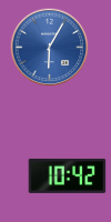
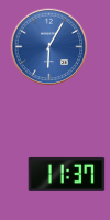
clock at (68, 175): 10:42 -> 11:37
